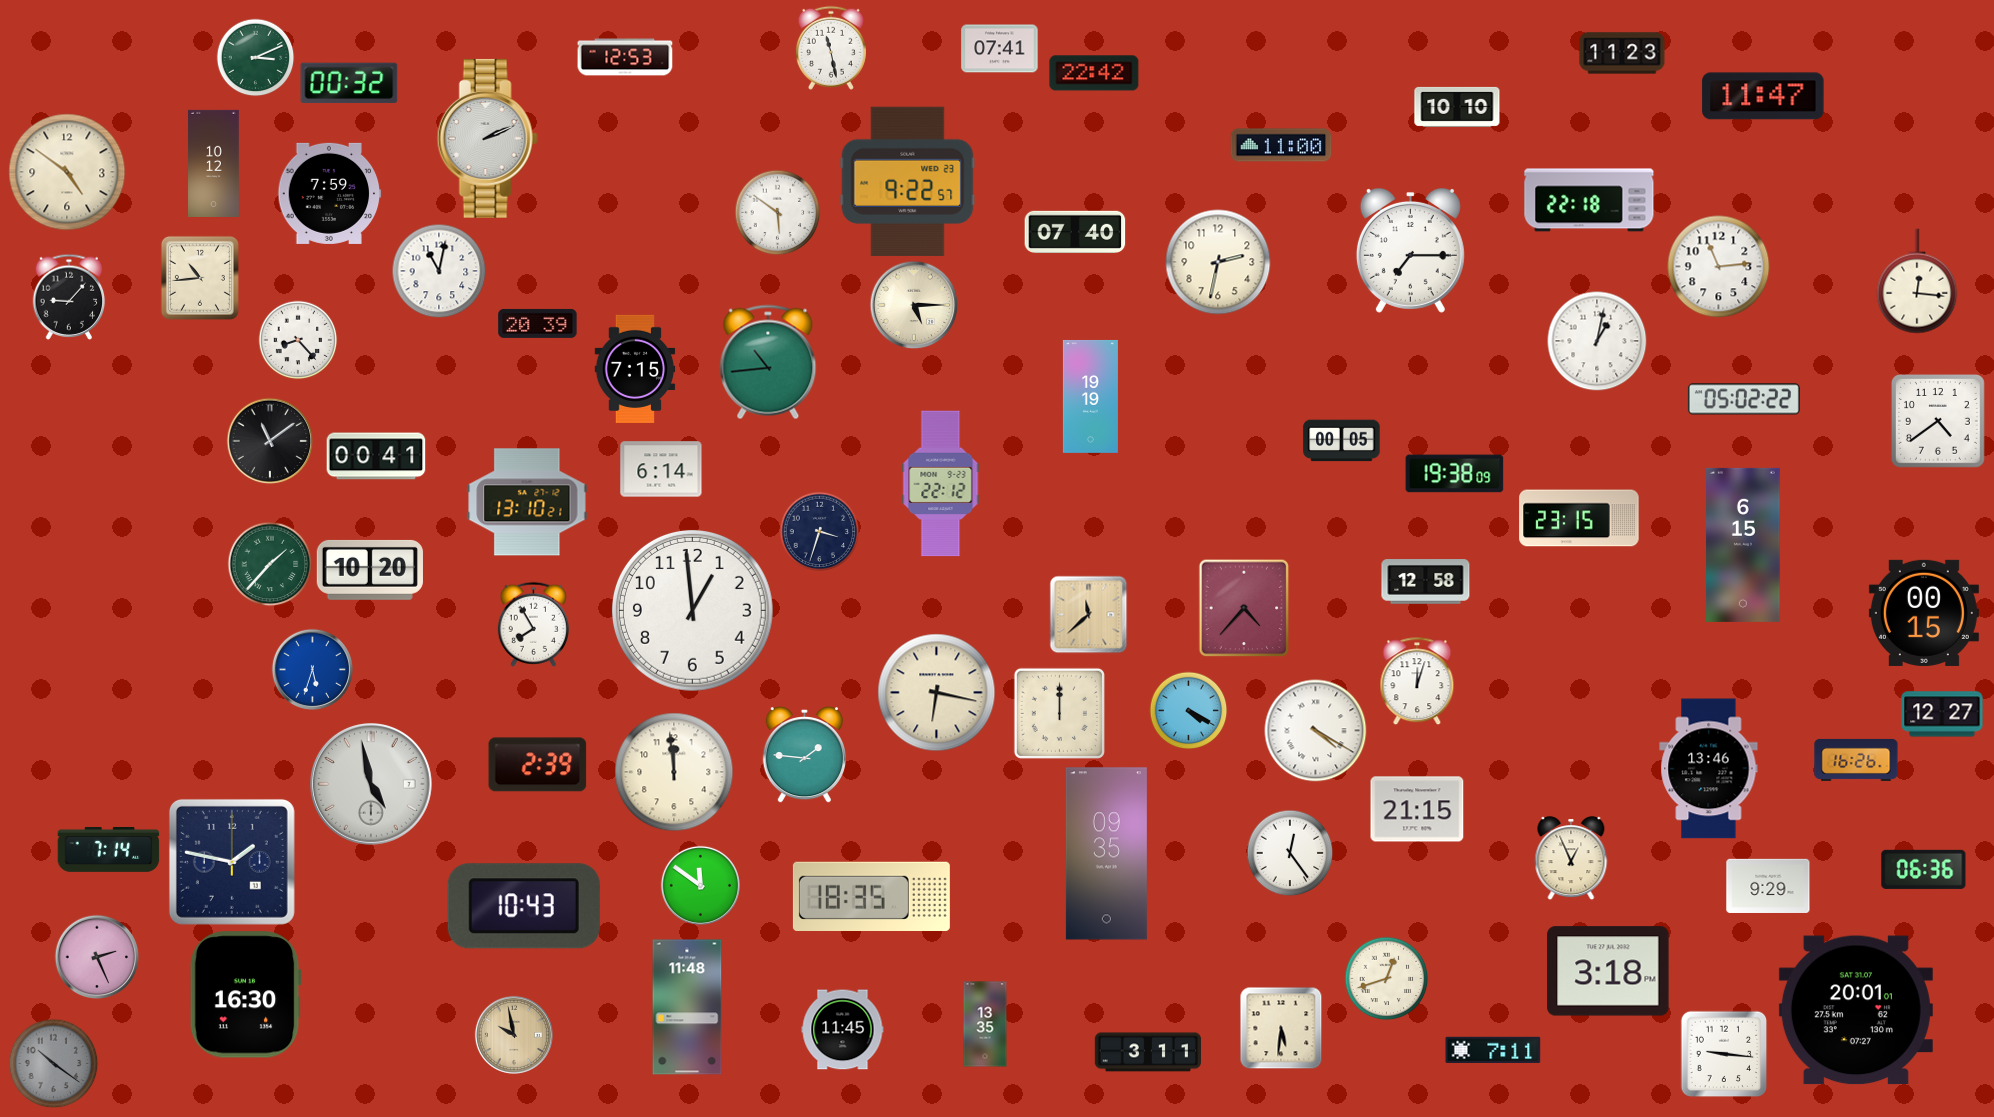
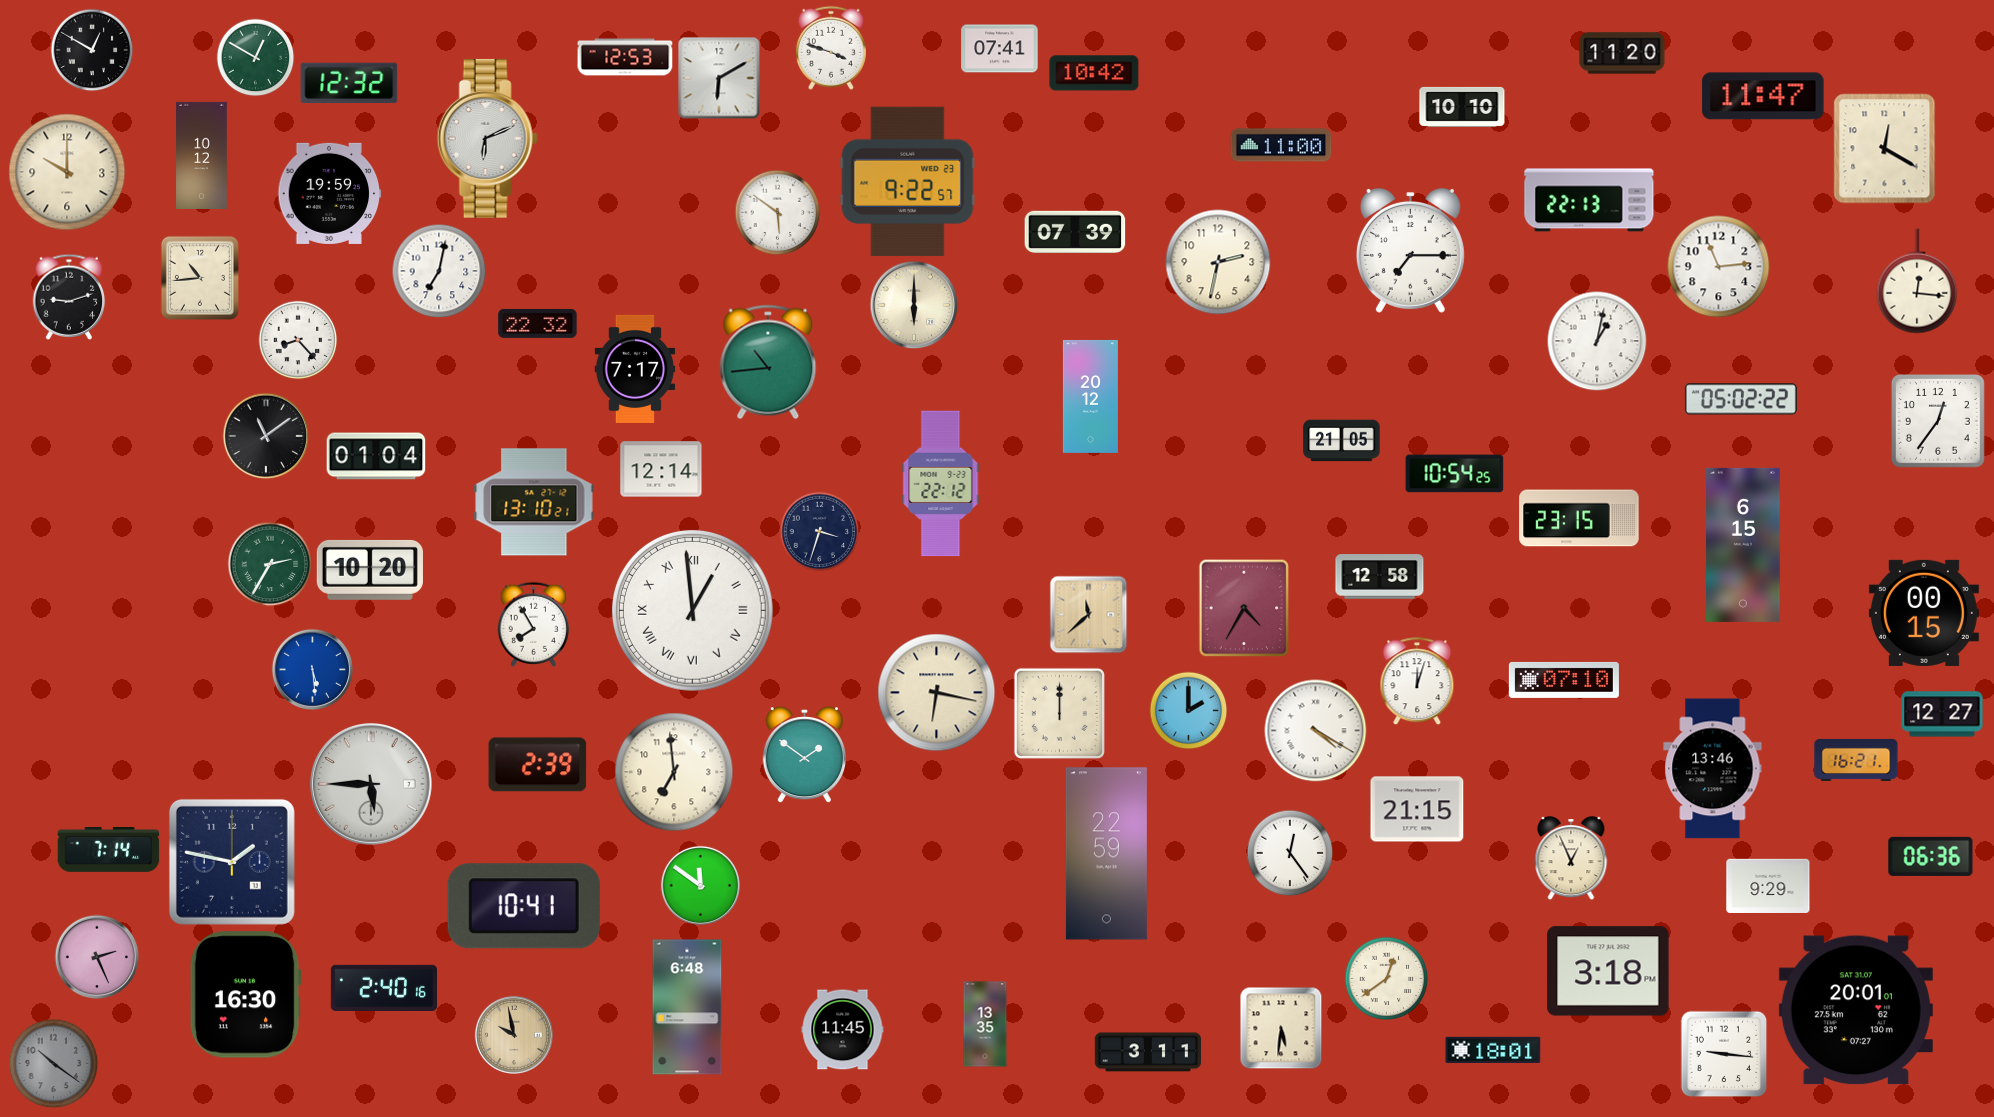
clock at (831, 48): 11:28 -> 3:48
clock at (92, 50): none -> 12:50
clock at (1622, 53): 11:23 -> 11:20
clock at (255, 57): 3:11 -> 12:50
clock at (1094, 73): 22:42 -> 10:42
clock at (719, 78): none -> 6:10
clock at (349, 83): 00:32 -> 12:32
clock at (1457, 107) position: (1457, 107) -> (1462, 107)
clock at (487, 138): 2:11 -> 6:11
clock at (1885, 149): none -> 12:20
clock at (214, 163) position: (214, 163) -> (202, 155)
clock at (67, 172): 4:51 -> 10:00
clock at (330, 193): 7:59 -> 19:59
clock at (1589, 200): 22:18 -> 22:13
clock at (1075, 232): 07:40 -> 07:39
clock at (439, 271): 11:02 -> 7:02
clock at (69, 297): 9:07 -> 9:12
clock at (914, 305): 5:15 -> 6:00
clock at (538, 323): 20:39 -> 22:32
clock at (635, 369): 7:15 -> 7:17
clock at (1090, 396): 19:19 -> 20:12
clock at (1744, 399) position: (1744, 399) -> (1741, 399)
clock at (1938, 421): 4:39 -> 12:36
clock at (270, 441) position: (270, 441) -> (266, 436)
clock at (1342, 441): 00:05 -> 21:05
clock at (376, 456): 00:41 -> 01:04
clock at (661, 469): 6:14 -> 12:14
clock at (1455, 474): 19:38 -> 10:54
clock at (527, 502) position: (527, 502) -> (534, 502)
clock at (270, 564): 1:37 -> 2:35
clock at (1426, 582) position: (1426, 582) -> (1380, 577)
clock at (1244, 608): 4:37 -> 4:35
clock at (692, 610) numerals: Arabic -> Roman
clock at (312, 669): 5:33 -> 5:29
clock at (1564, 680): none -> 07:10
clock at (1188, 710): 4:20 -> 2:00
clock at (804, 754): 1:46 -> 1:51
clock at (1856, 760): 16:26 -> 16:21
clock at (1709, 769) position: (1709, 769) -> (1713, 769)
clock at (674, 772): 11:59 -> 6:59
clock at (371, 784): 4:58 -> 5:45
clock at (1106, 854): 09:35 -> 22:59
clock at (1924, 869) position: (1924, 869) -> (1931, 856)
clock at (871, 896): 18:35 -> none
clock at (524, 906): 10:43 -> 10:41
clock at (1386, 978): 12:42 -> 12:39
clock at (383, 988): none -> 2:40
clock at (687, 1007): 11:48 -> 6:48
clock at (1493, 1050): 7:11 -> 18:01
